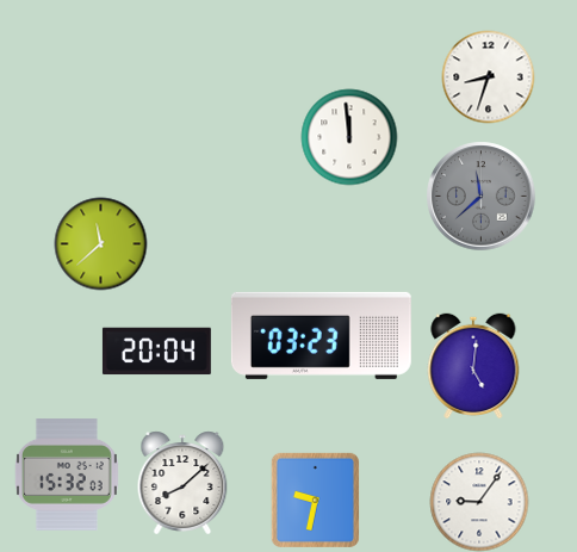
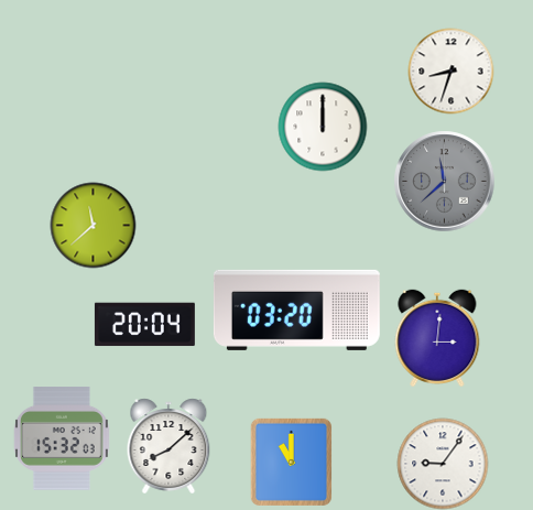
clock at (349, 137): 11:59 -> 12:00
clock at (321, 335): 03:23 -> 03:20
clock at (473, 365): 5:01 -> 3:01
clock at (315, 500): 9:32 -> 11:00
